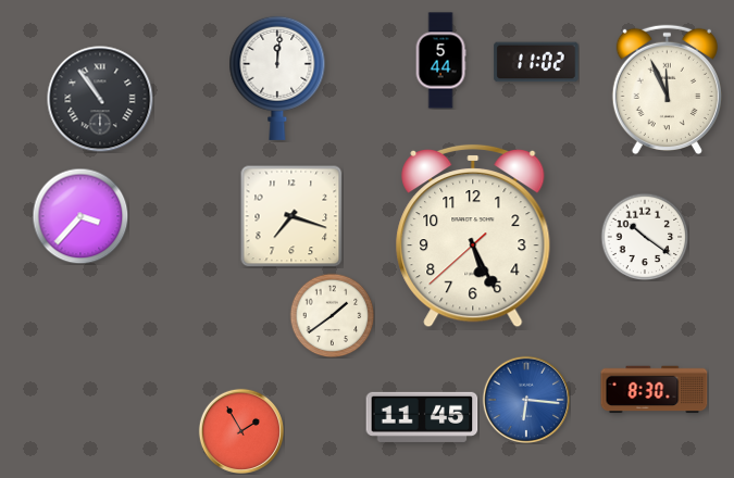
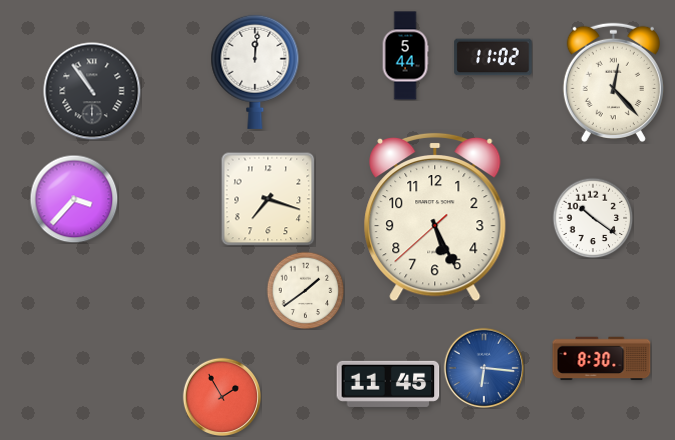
clock at (667, 89): 11:56 -> 12:23
